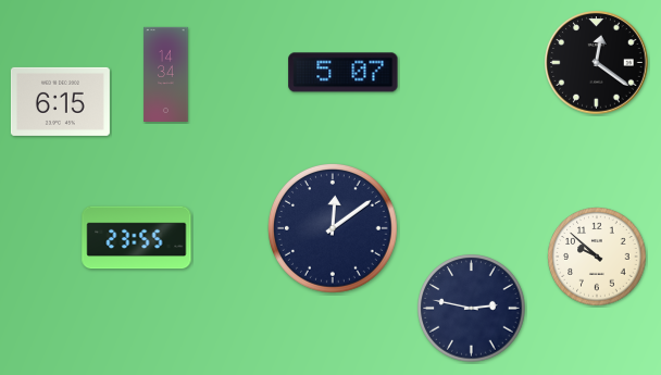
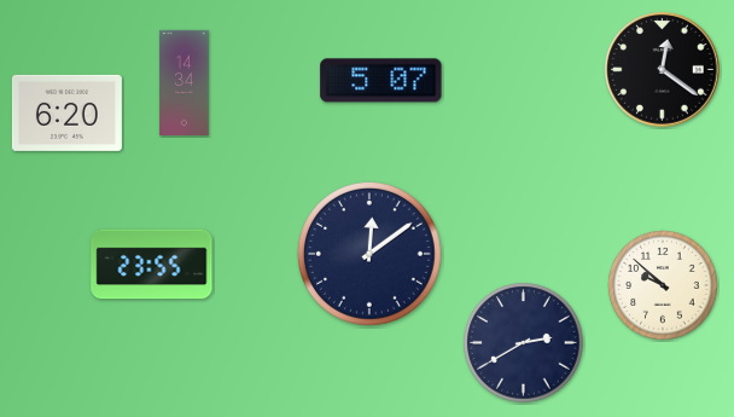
clock at (60, 101): 6:15 -> 6:20
clock at (472, 309): 2:47 -> 2:40
